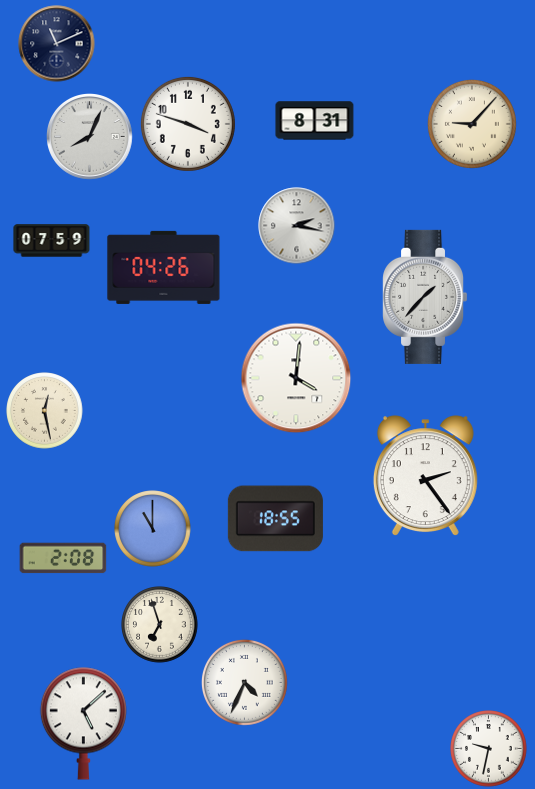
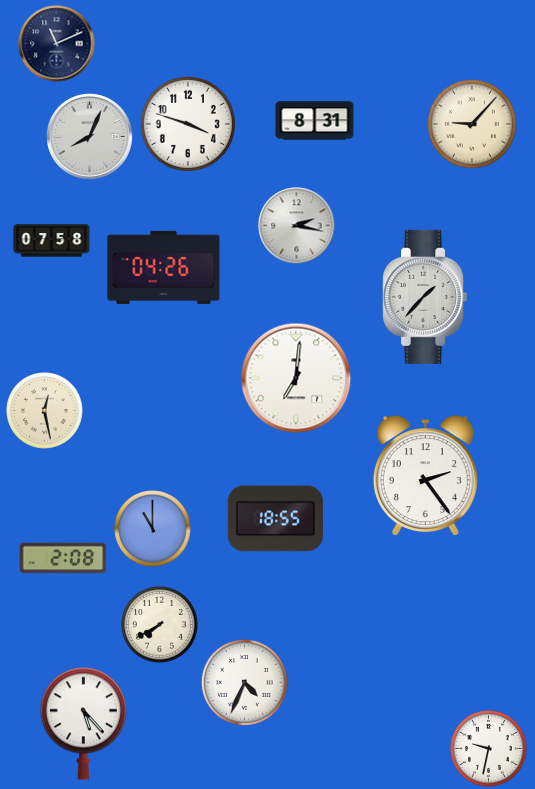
clock at (52, 241): 07:59 -> 07:58
clock at (296, 378): 4:01 -> 7:01
clock at (160, 625): 6:57 -> 7:40
clock at (83, 723): 5:08 -> 5:23
